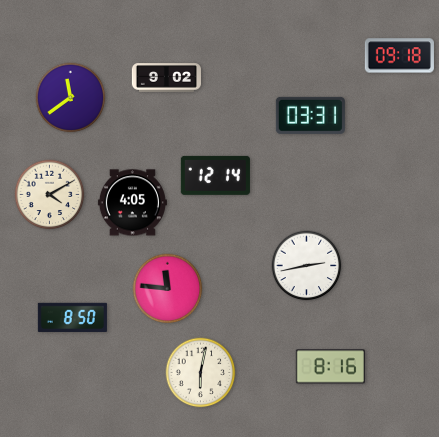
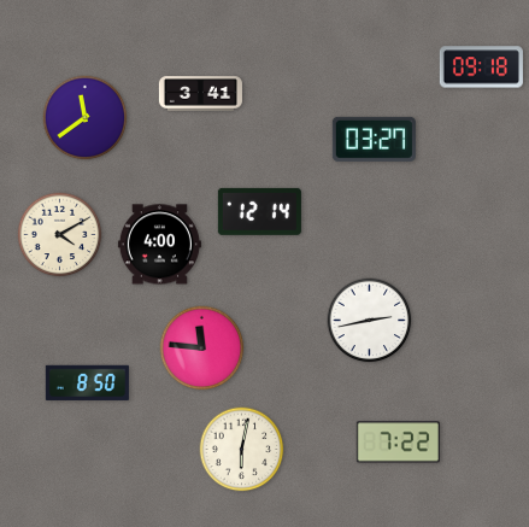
clock at (166, 78): 9:02 -> 3:41
clock at (310, 115): 03:31 -> 03:27
clock at (132, 203): 4:05 -> 4:00
clock at (330, 367): 8:16 -> 7:22
